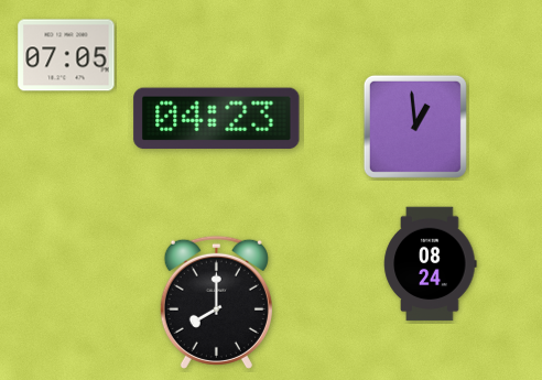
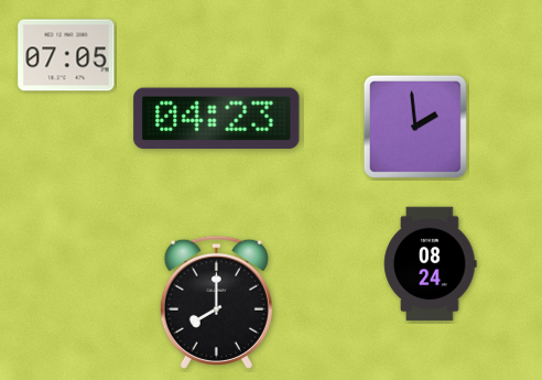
clock at (415, 127): 12:59 -> 1:59
